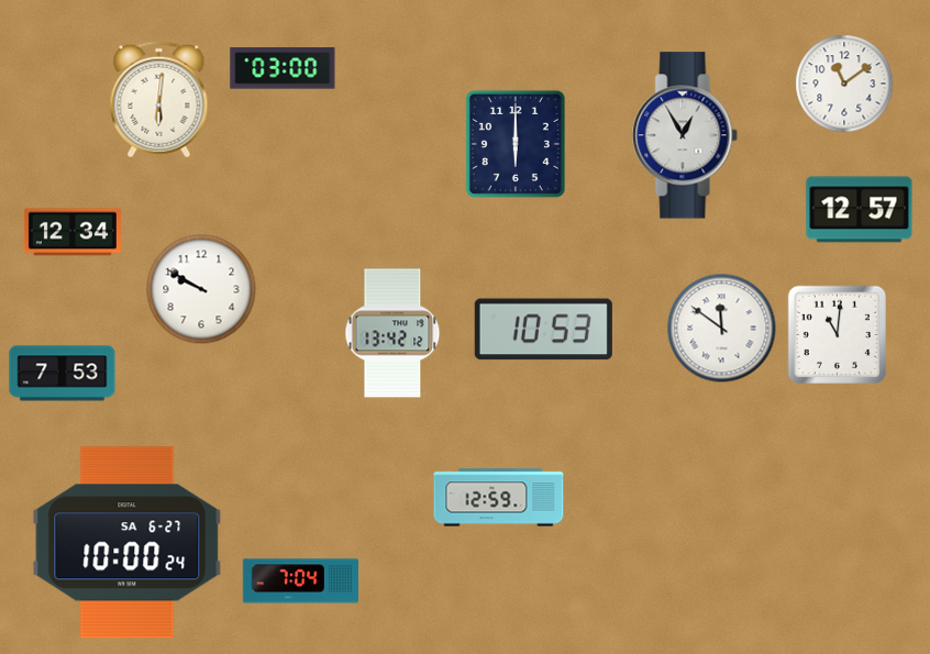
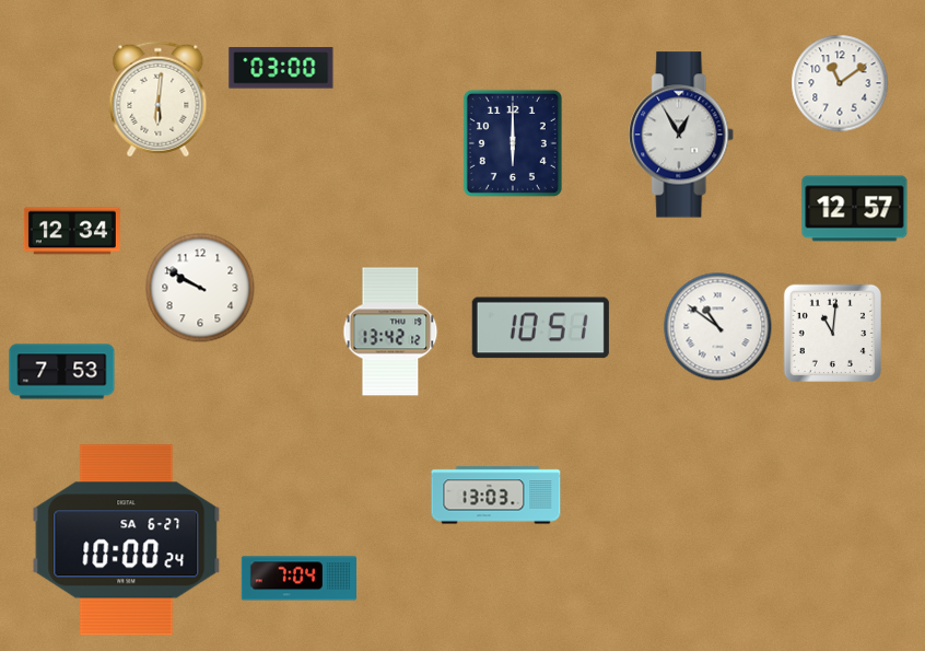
clock at (722, 329): 11:51 -> 10:51
clock at (543, 330): 10:53 -> 10:51
clock at (499, 498): 12:59 -> 13:03
